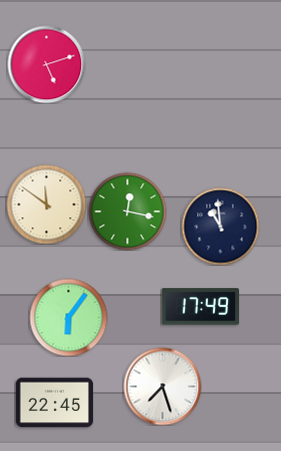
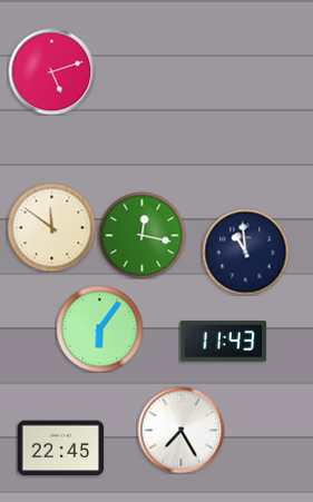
clock at (200, 307): 17:49 -> 11:43
clock at (68, 317) position: (68, 317) -> (99, 328)
clock at (162, 386): 7:27 -> 7:25
